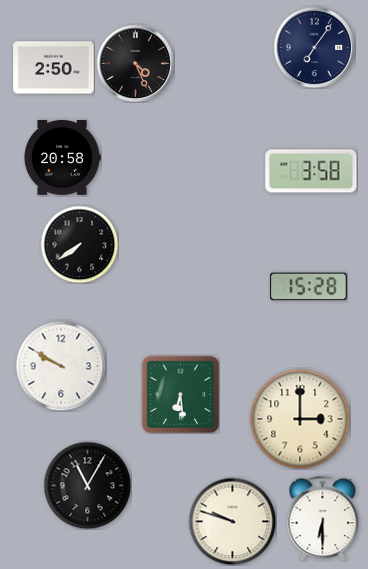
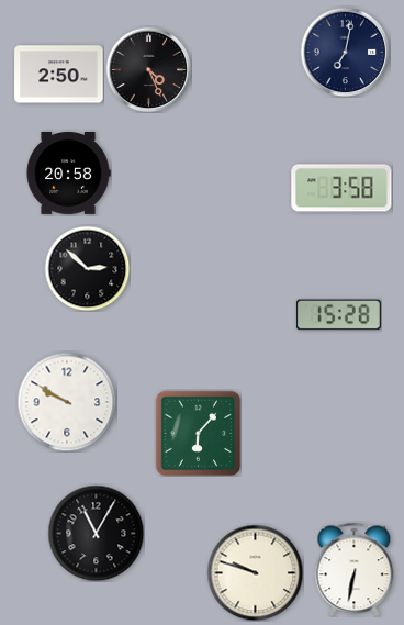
clock at (314, 47): 7:06 -> 7:02
clock at (79, 244): 7:39 -> 2:52
clock at (180, 394): 6:29 -> 6:07
clock at (300, 419): 3:00 -> none
clock at (323, 518): 6:30 -> 6:32
